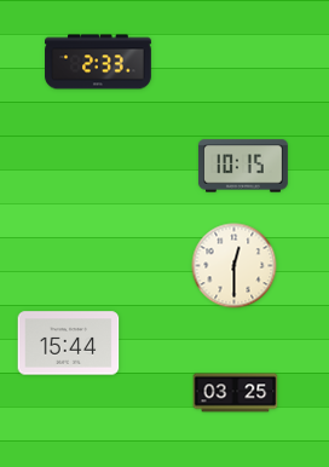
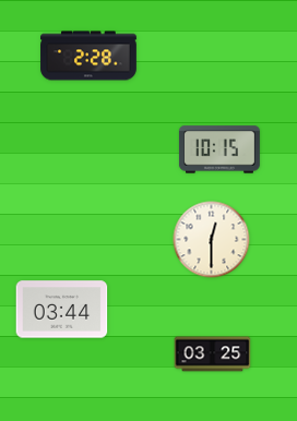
clock at (98, 62): 2:33 -> 2:28
clock at (69, 344): 15:44 -> 03:44
